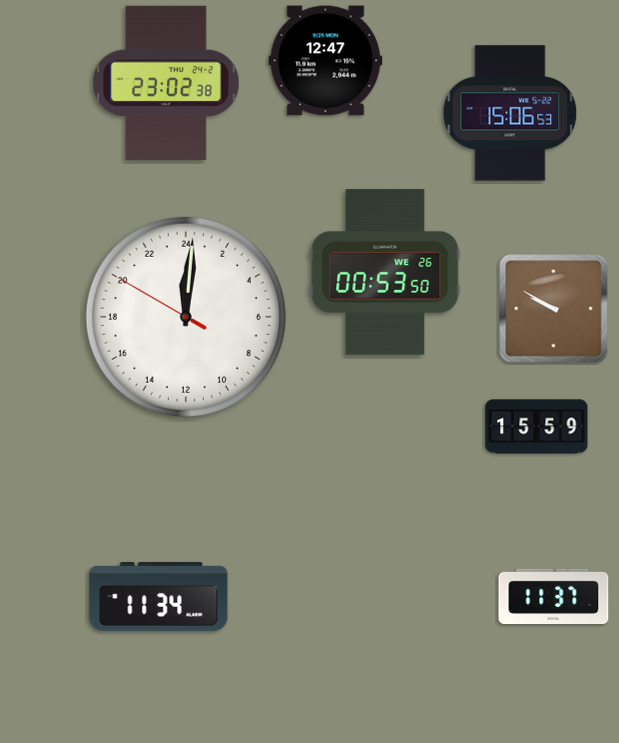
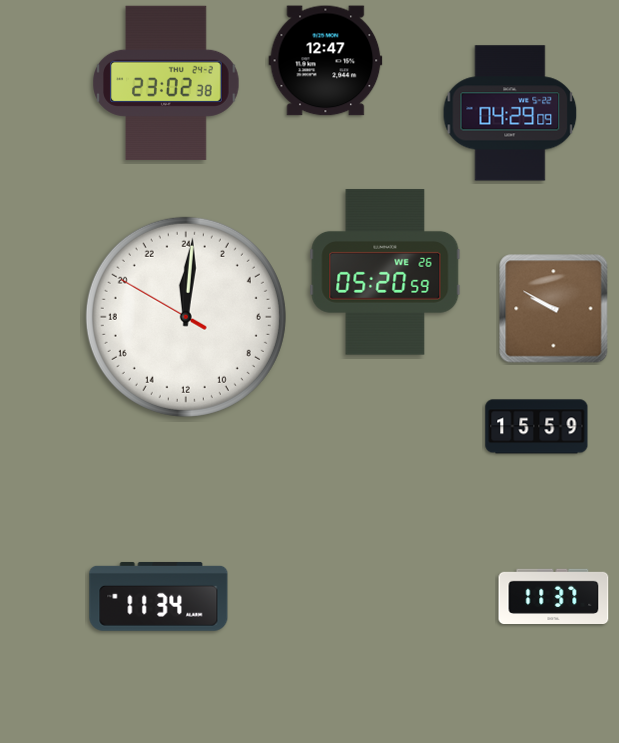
clock at (510, 113): 15:06 -> 04:29
clock at (385, 272): 00:53 -> 05:20
